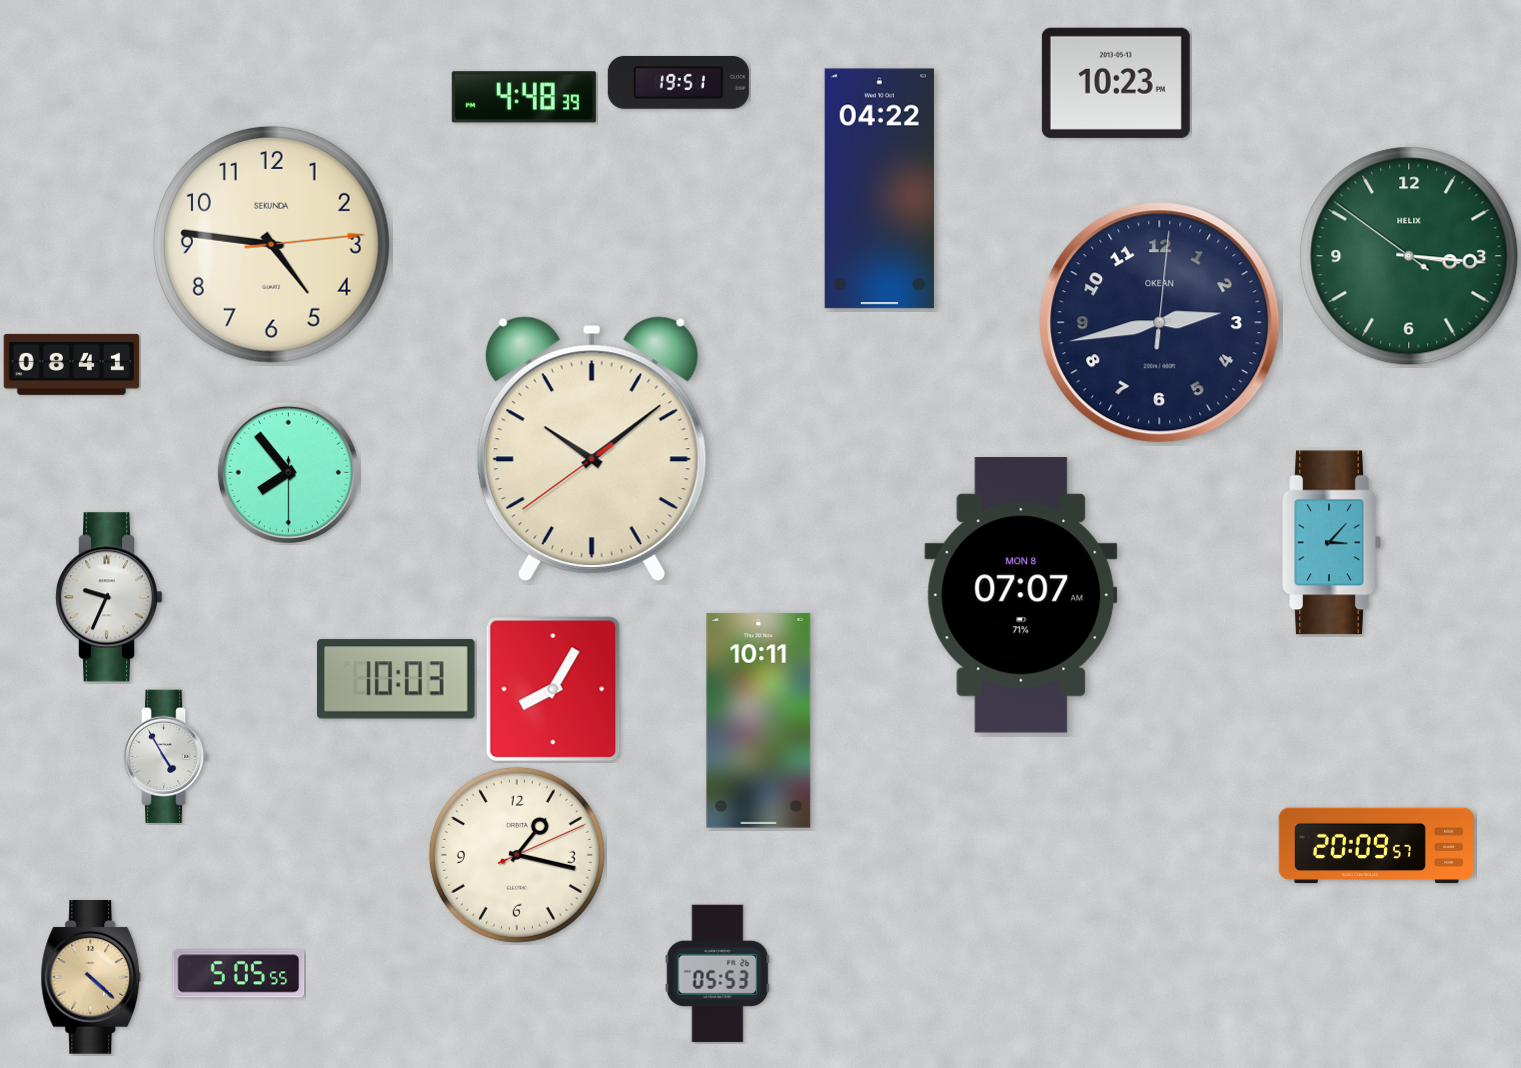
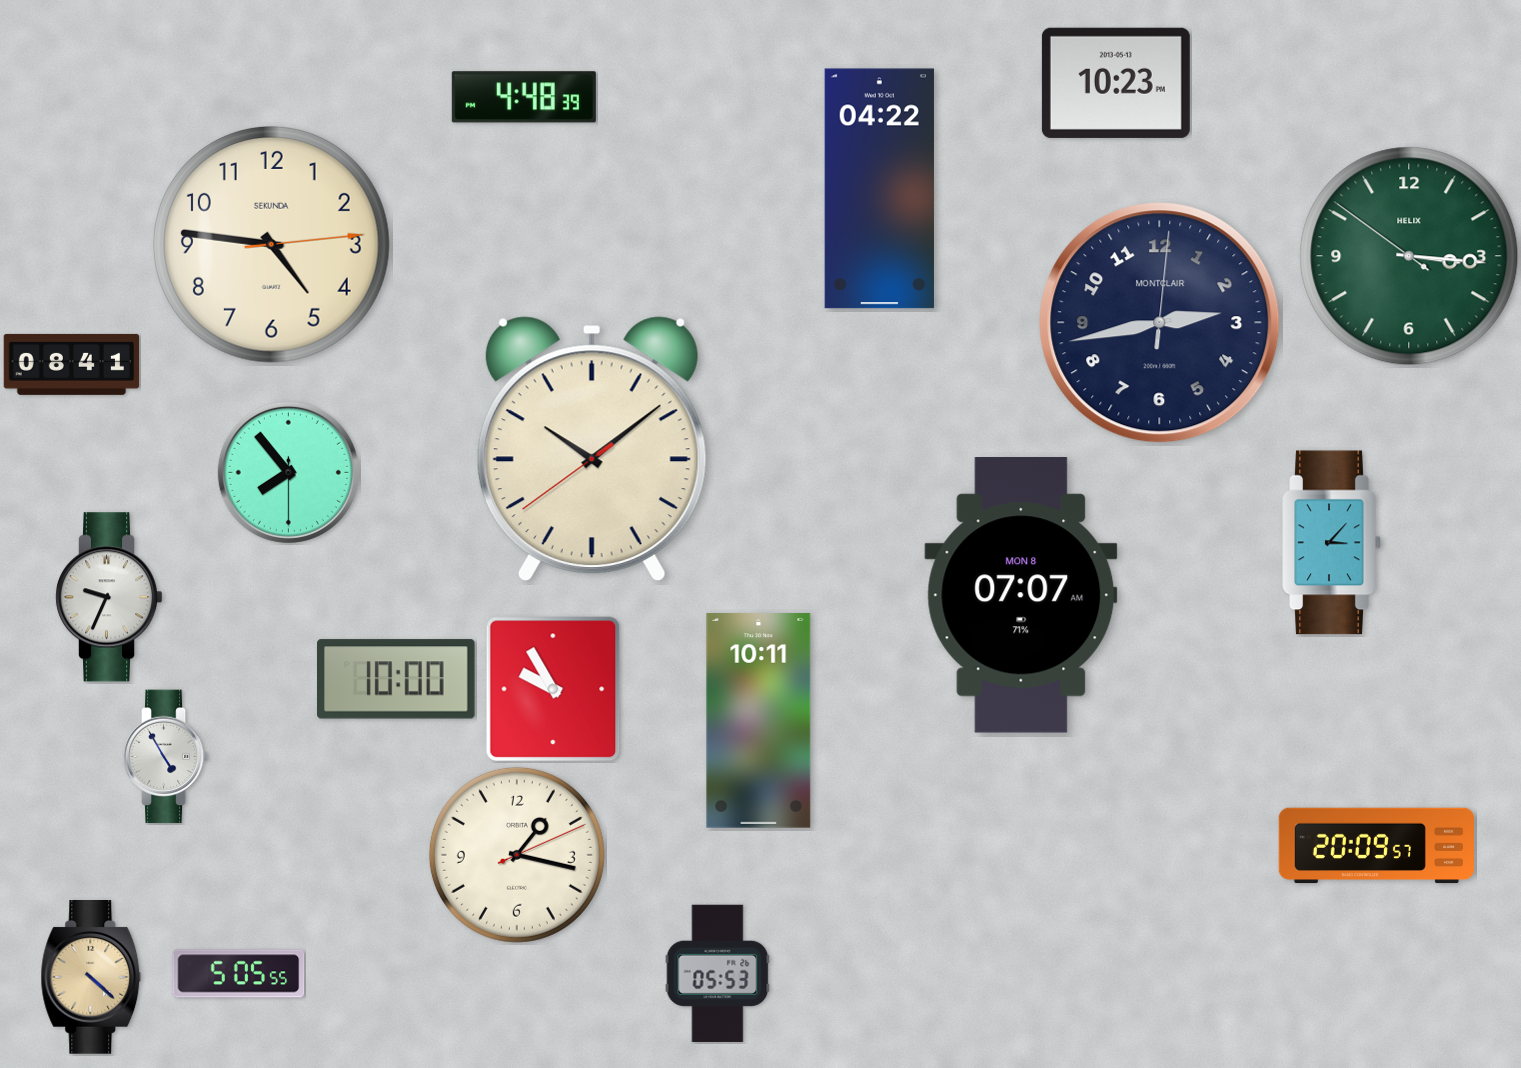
clock at (678, 82): 19:51 -> none
clock at (1160, 323) brand: OKEAN -> MONTCLAIR
clock at (396, 679): 10:03 -> 10:00
clock at (553, 689): 8:05 -> 9:55
